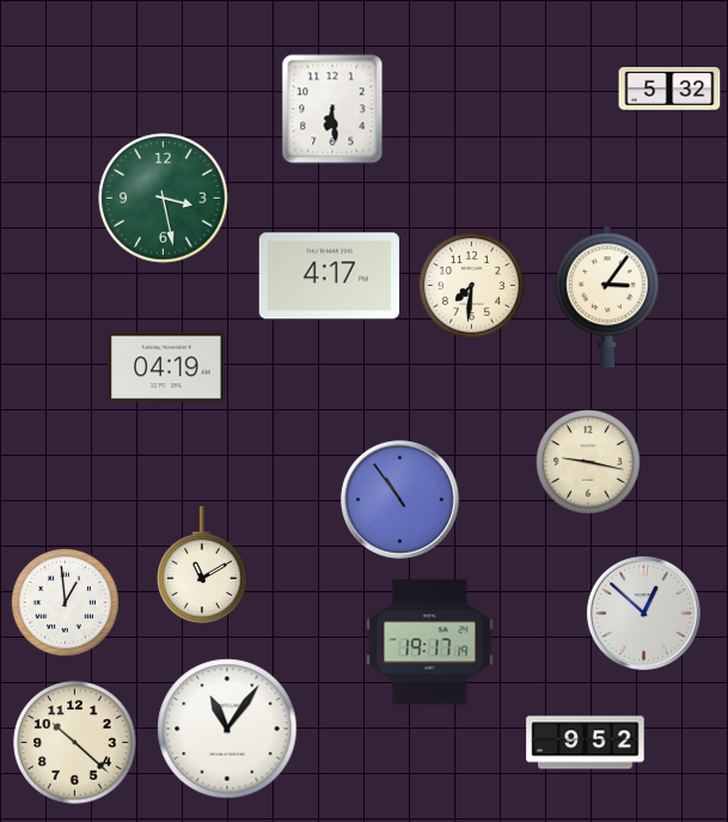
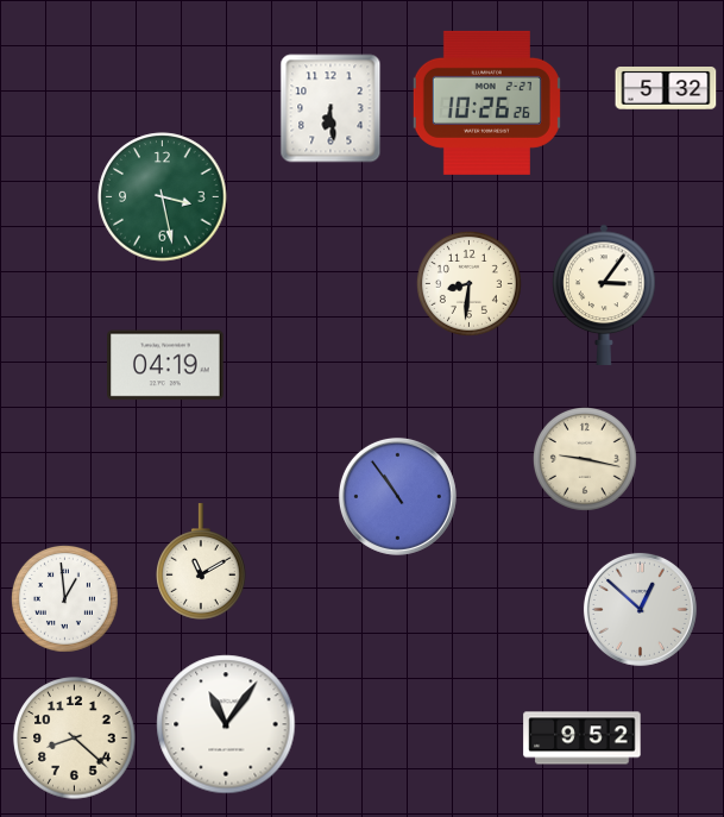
clock at (486, 102): none -> 10:26
clock at (329, 276): 4:17 -> none
clock at (471, 285): 7:31 -> 8:31
clock at (430, 643): 19:17 -> none
clock at (75, 743): 10:22 -> 8:22
